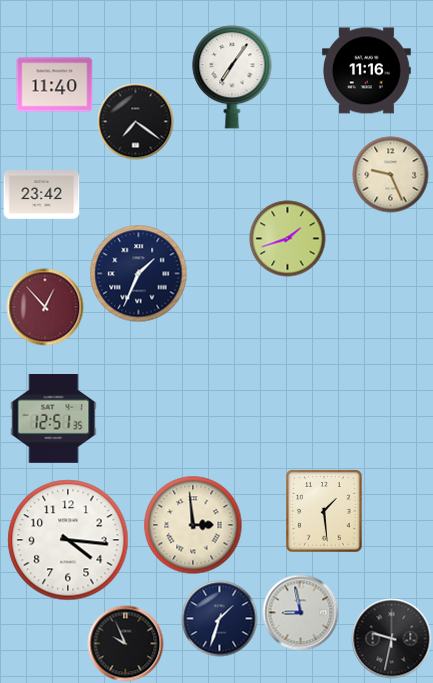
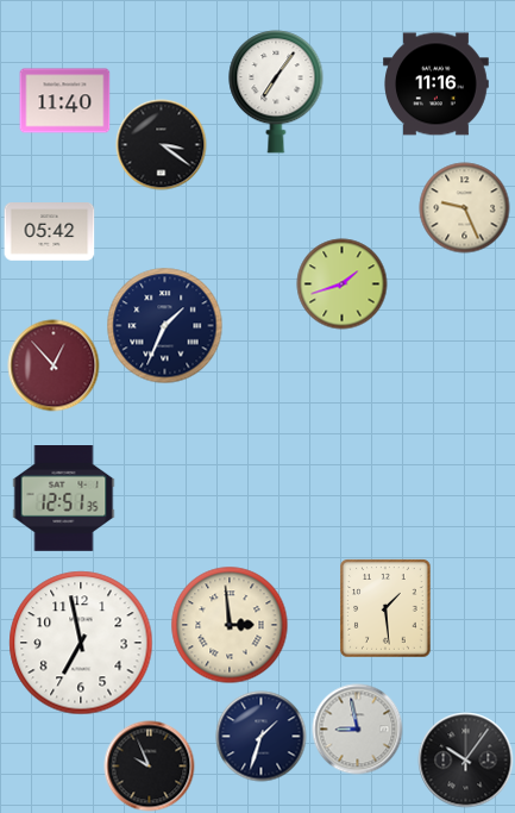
clock at (136, 122): 7:21 -> 3:21
clock at (42, 195): 23:42 -> 05:42
clock at (68, 540): 4:16 -> 6:58
clock at (392, 639): 9:32 -> 10:06
